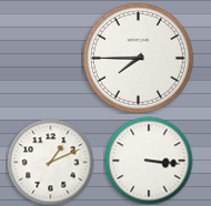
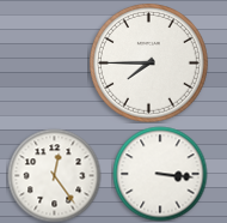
clock at (50, 162): 1:11 -> 12:24
